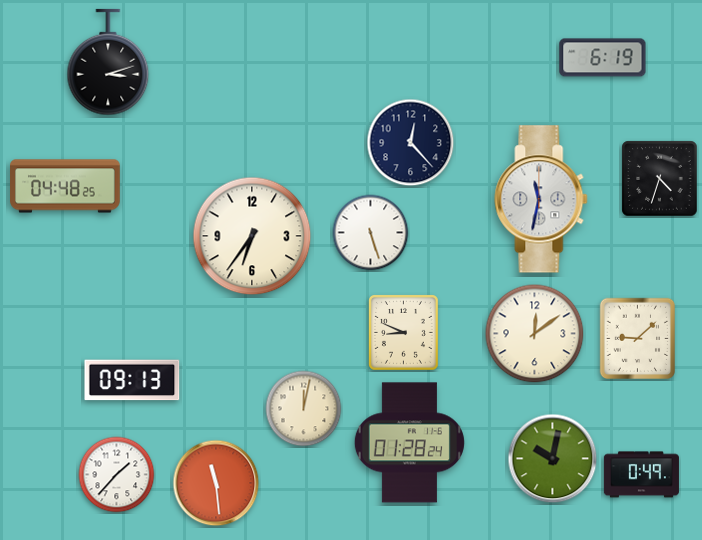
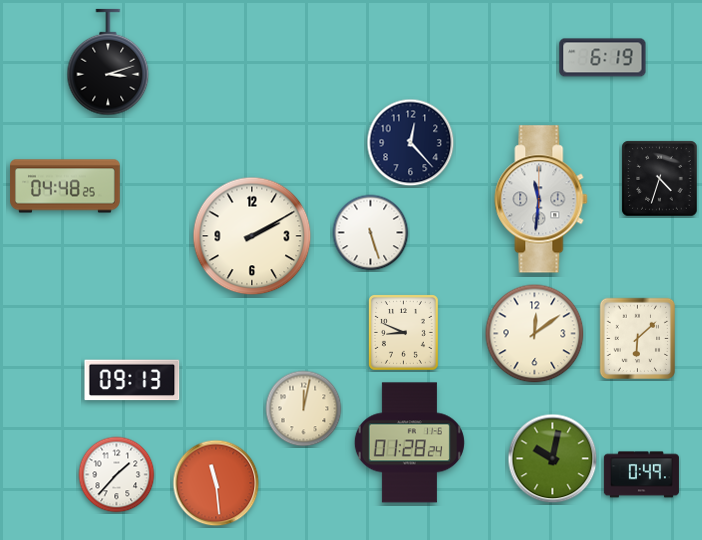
clock at (541, 199): 11:32 -> 11:31
clock at (252, 236): 6:36 -> 2:10
clock at (637, 339): 9:08 -> 6:08
